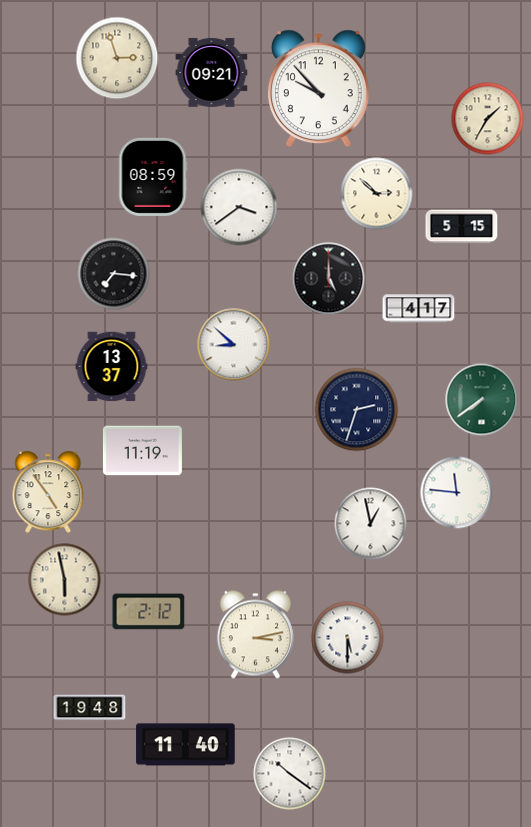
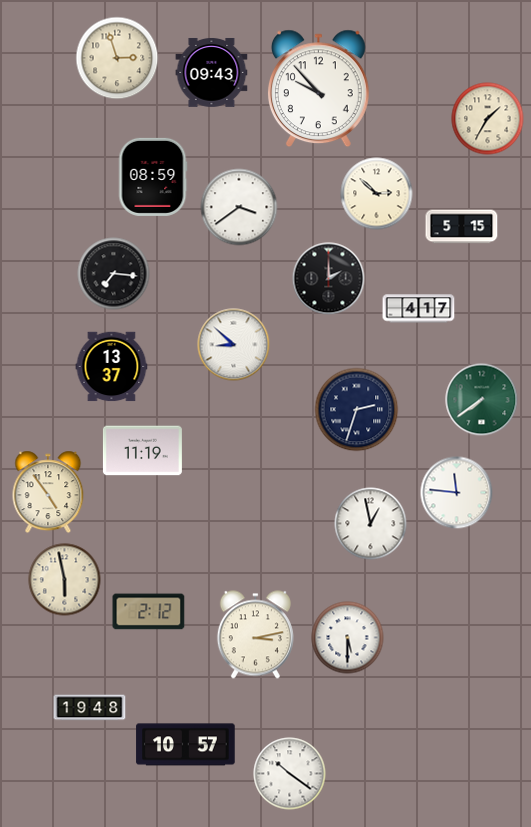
clock at (212, 72): 09:21 -> 09:43
clock at (329, 279): 5:00 -> 2:00
clock at (186, 745): 11:40 -> 10:57
